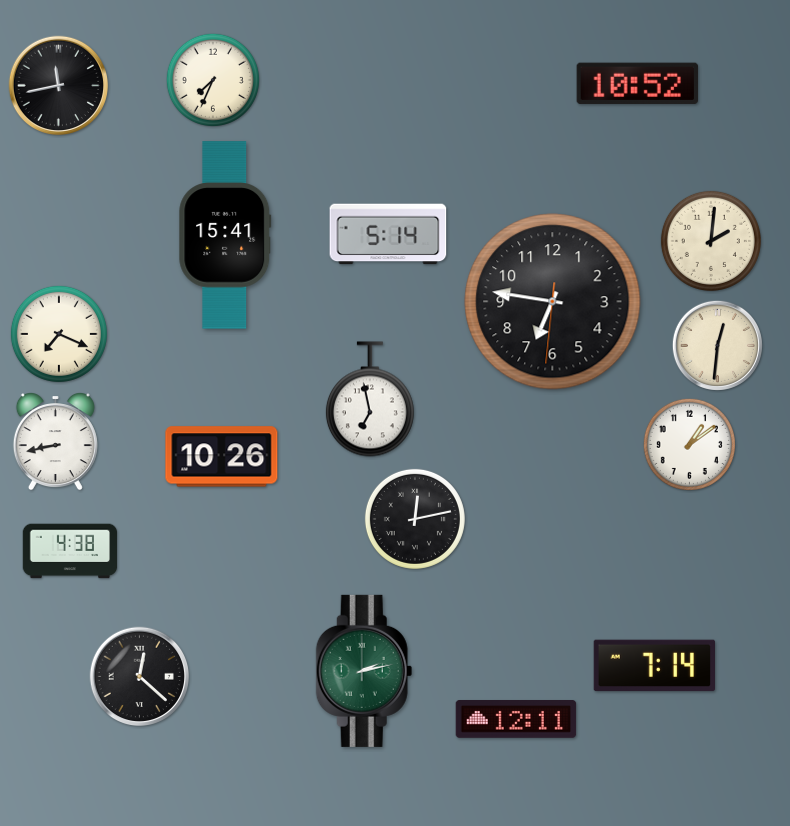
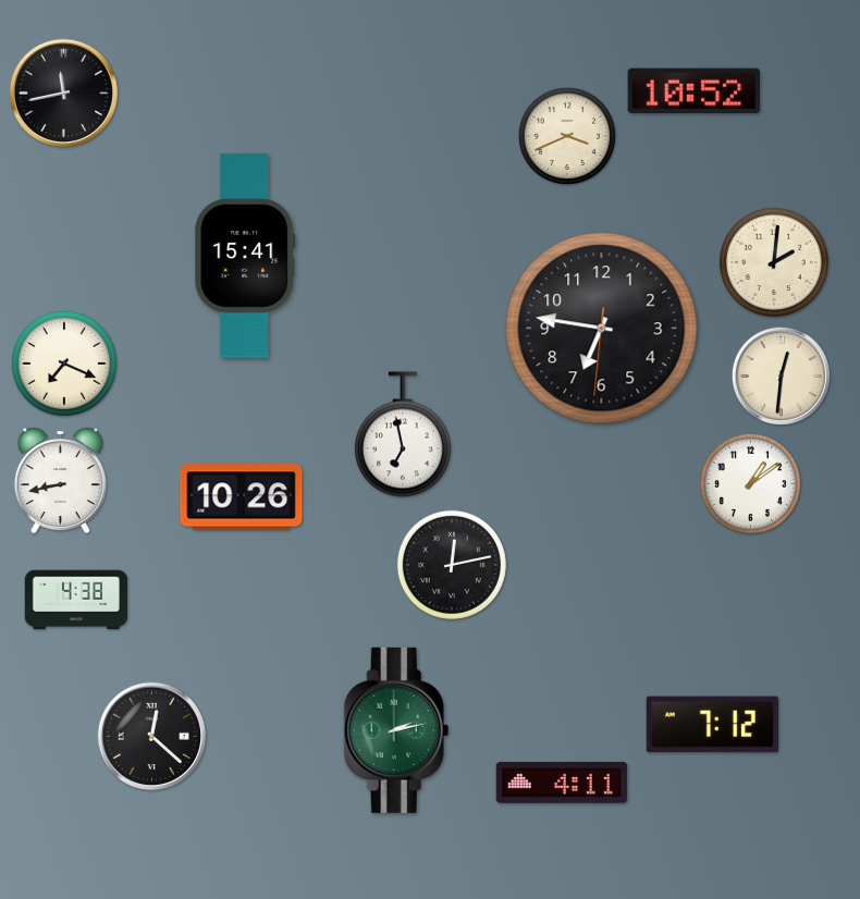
clock at (213, 80): 7:34 -> none
clock at (567, 136): none -> 3:41
clock at (388, 234): 5:14 -> none
clock at (654, 666): 7:14 -> 7:12
clock at (516, 720): 12:11 -> 4:11
